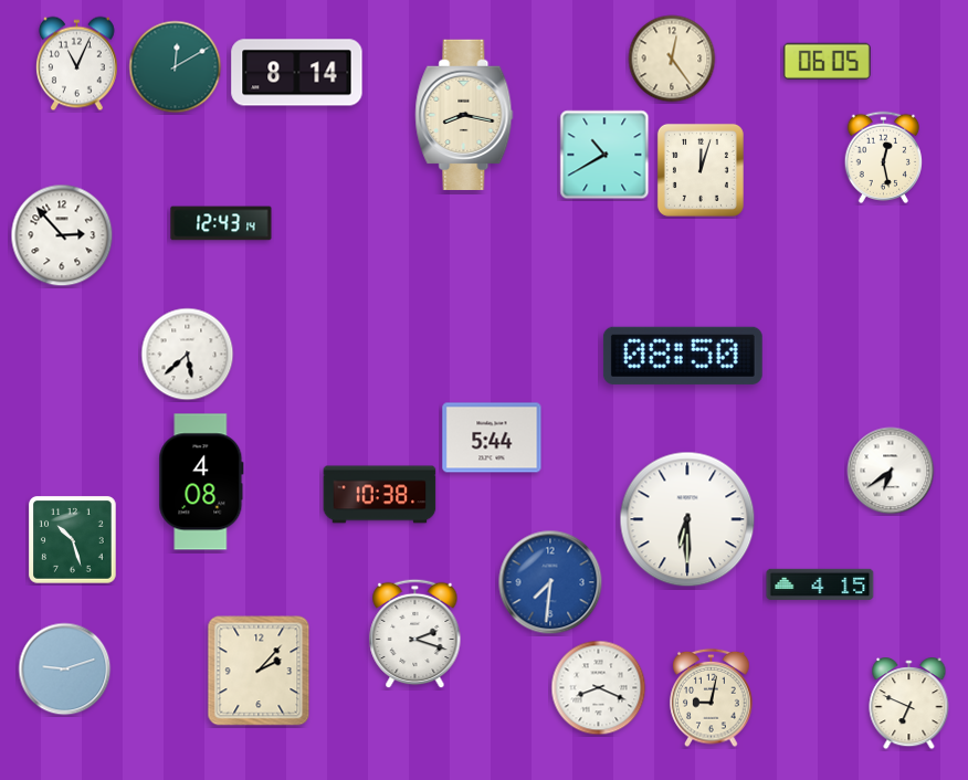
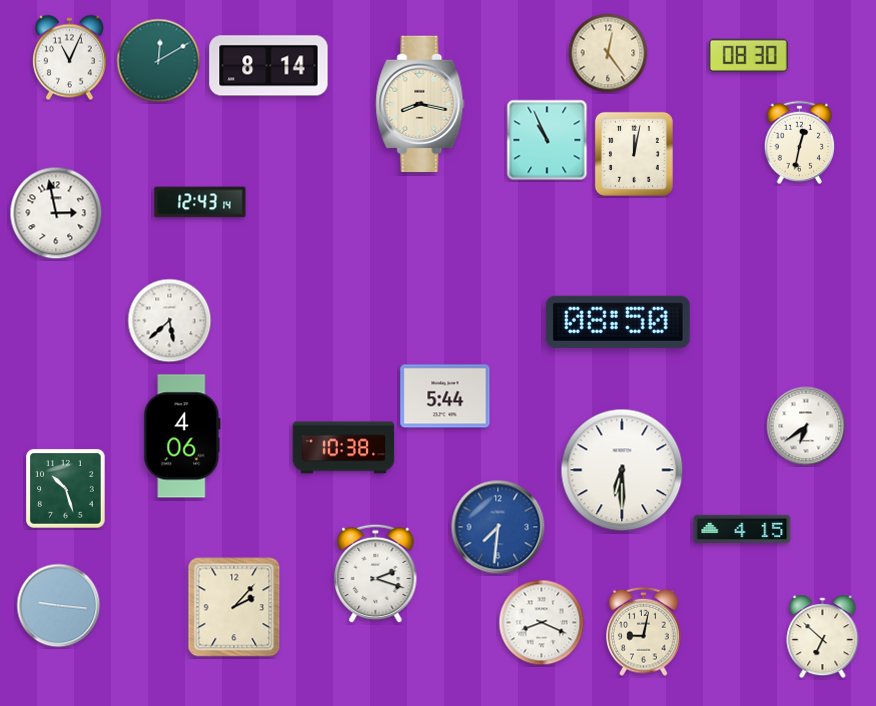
clock at (827, 61): 06:05 -> 08:30
clock at (604, 155): 10:40 -> 10:56
clock at (883, 157): 12:28 -> 12:32
clock at (701, 170): 12:03 -> 12:02
clock at (62, 235): 2:53 -> 2:58
clock at (201, 482): 4:08 -> 4:06
clock at (65, 670): 9:12 -> 9:16
clock at (909, 705): 6:49 -> 6:52
